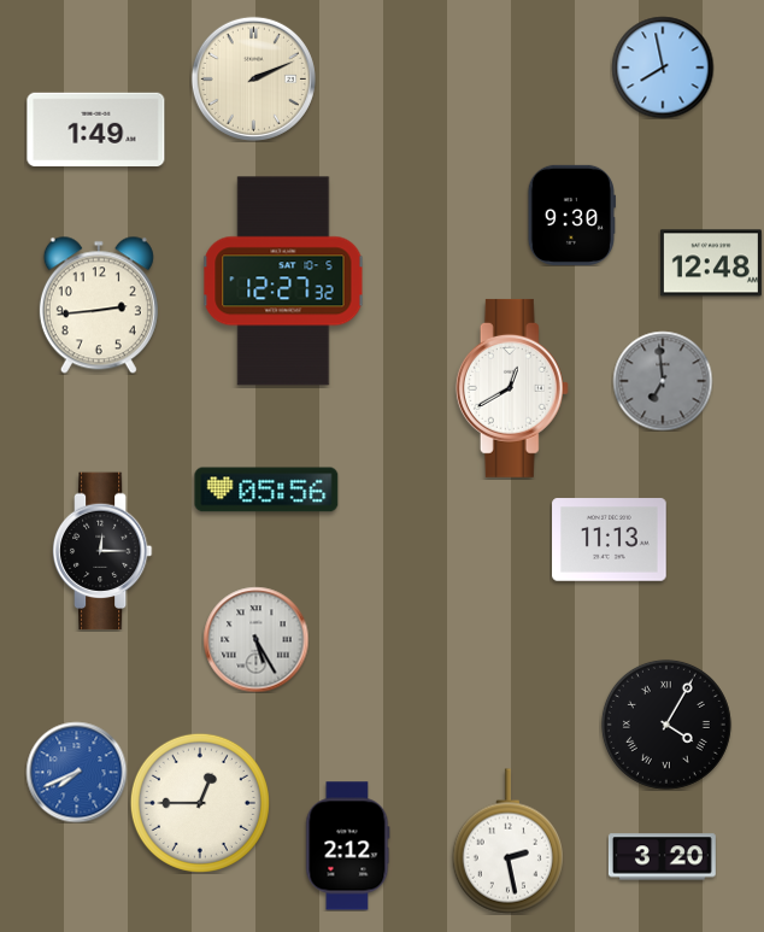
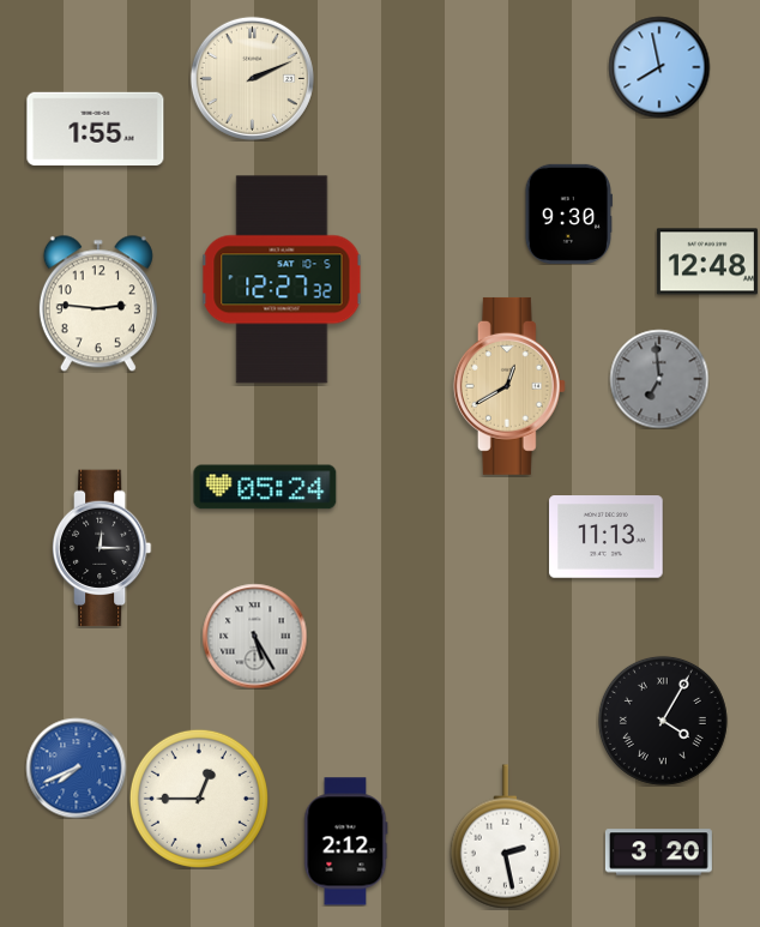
clock at (96, 129): 1:49 -> 1:55
clock at (99, 305): 2:44 -> 2:46
clock at (512, 388) dial: white -> champagne
clock at (266, 490): 05:56 -> 05:24
